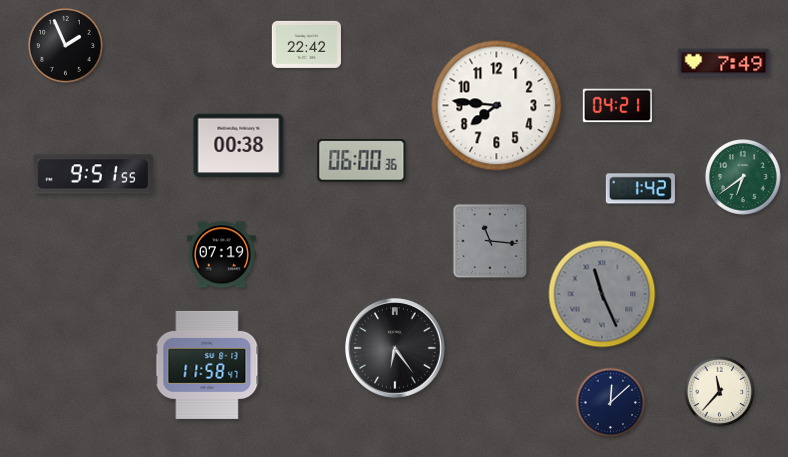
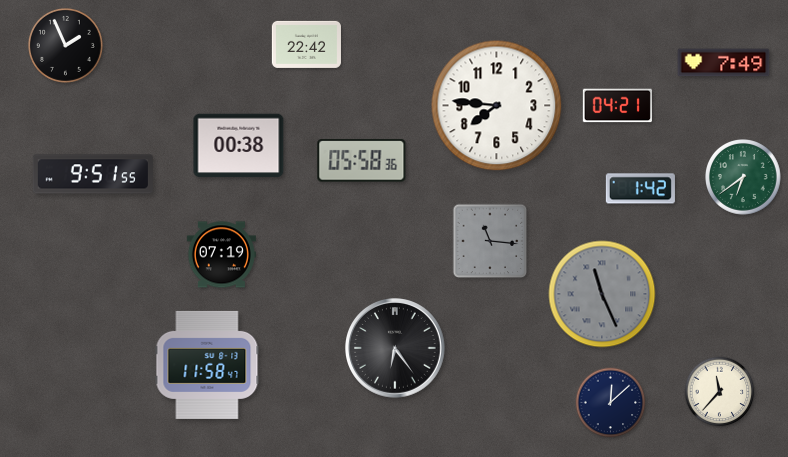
clock at (362, 161): 06:00 -> 05:58
